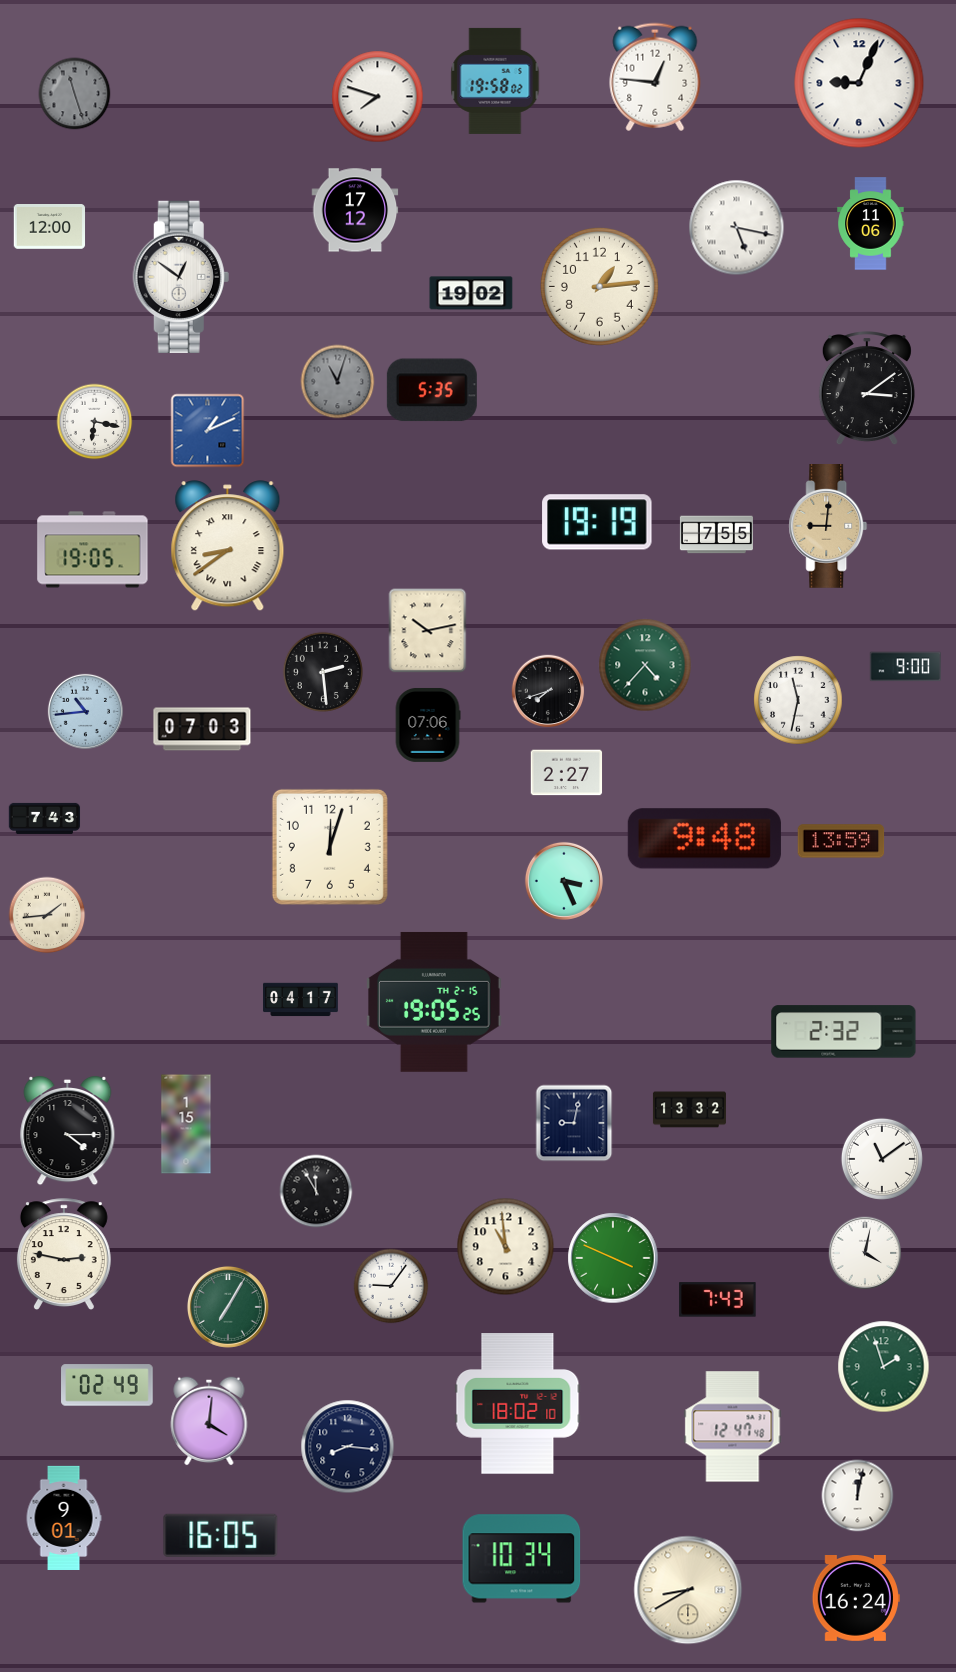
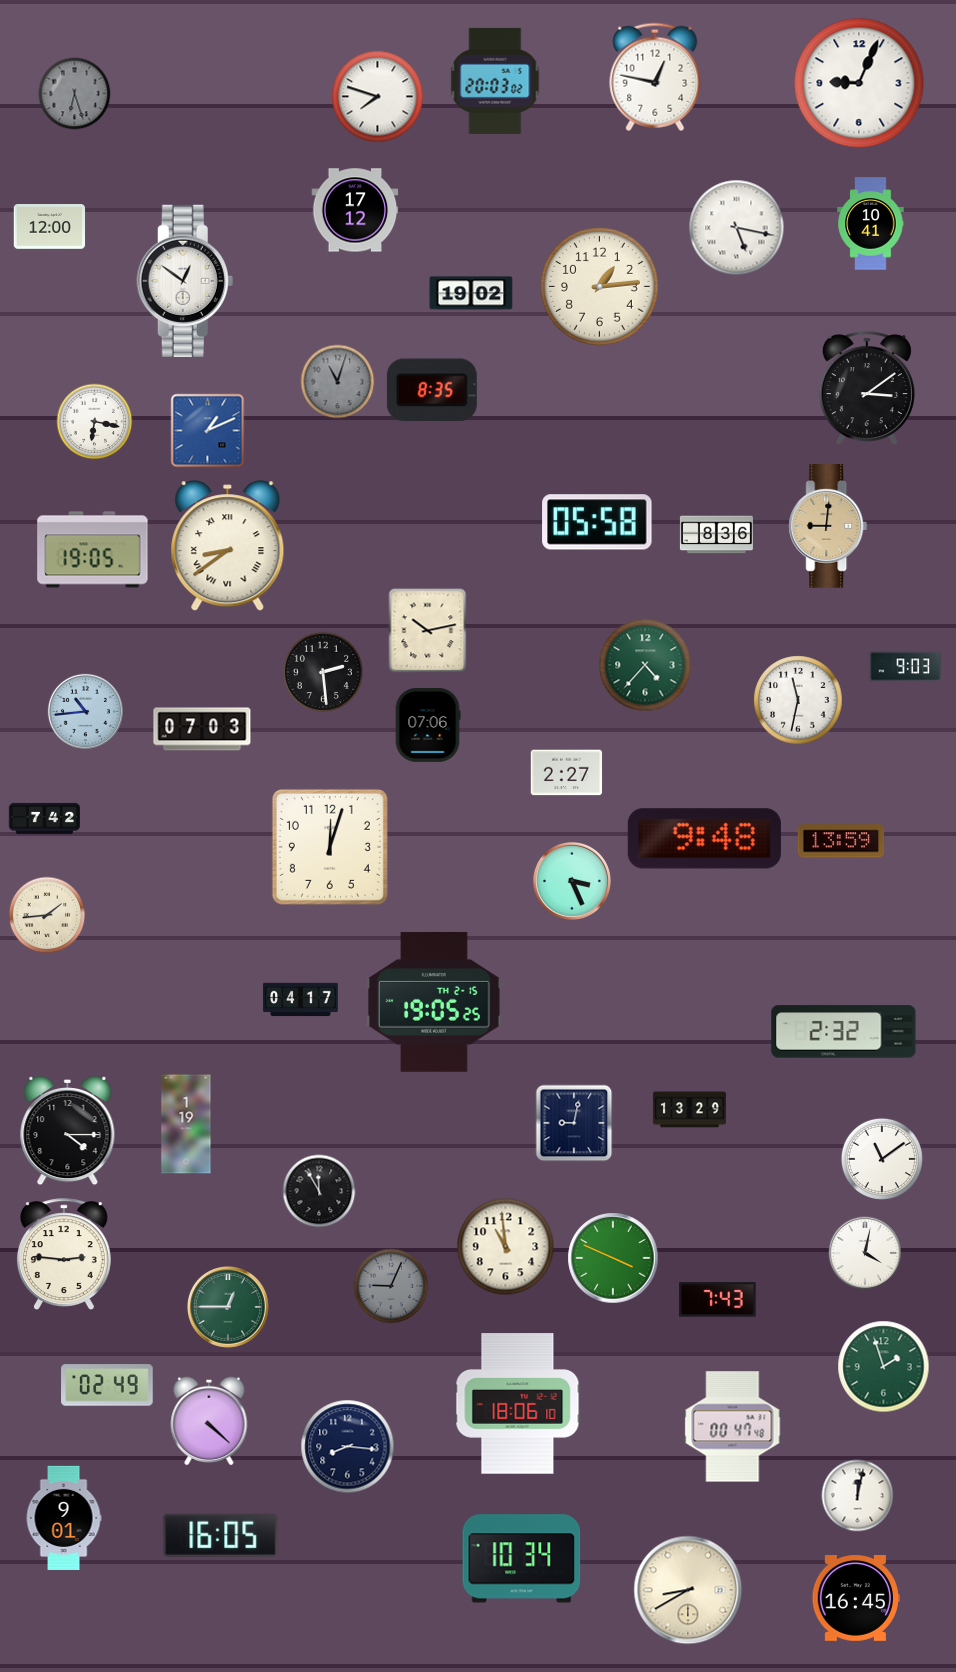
clock at (655, 77): 12:46 -> 12:47
clock at (495, 81): 19:58 -> 20:03
clock at (75, 94): 11:27 -> 6:27
clock at (871, 224): 11:06 -> 10:41
clock at (181, 277) position: (181, 277) -> (185, 281)
clock at (432, 390): 5:35 -> 8:35
clock at (597, 522): 19:19 -> 05:58
clock at (716, 535): 7:55 -> 8:36
clock at (905, 667): 9:00 -> 9:03
clock at (548, 691): 7:42 -> none
clock at (45, 818): 7:43 -> 7:42
clock at (564, 881) position: (564, 881) -> (572, 881)
clock at (689, 1110): 13:32 -> 13:29
clock at (186, 1124): 1:15 -> 1:19
clock at (316, 1191) position: (316, 1191) -> (319, 1191)
clock at (64, 1254): 2:47 -> 2:46
clock at (391, 1286): 9:06 -> 9:04
clock at (391, 1286) dial: white -> grey
clock at (228, 1307): 7:05 -> 12:45
clock at (518, 1404): 18:02 -> 18:06
clock at (209, 1421): 4:01 -> 4:22
clock at (733, 1427): 12:47 -> 00:47
clock at (856, 1599): 16:24 -> 16:45
